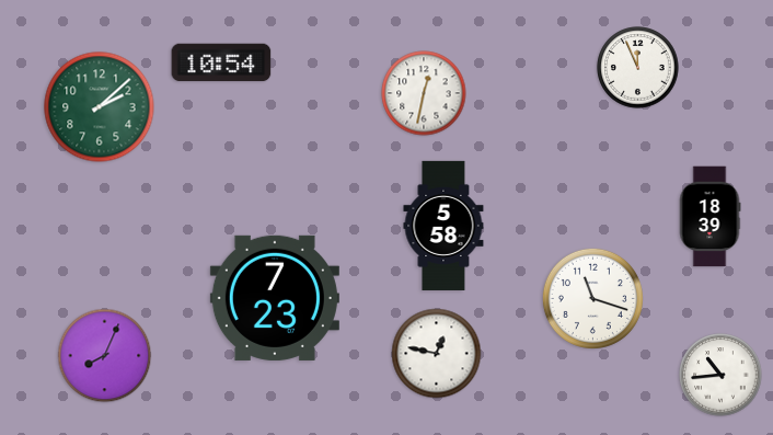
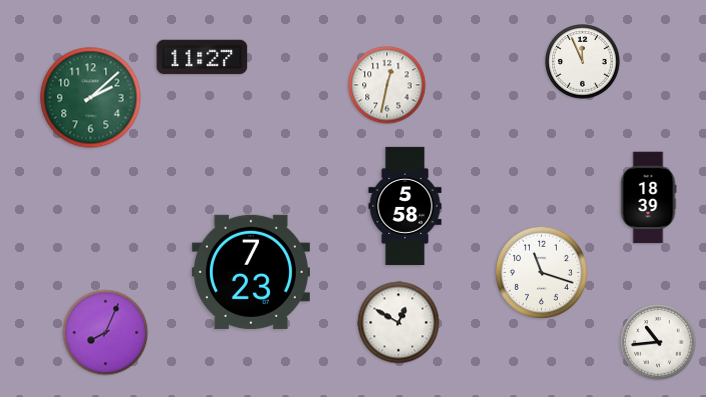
clock at (221, 62): 10:54 -> 11:27
clock at (437, 354): 12:47 -> 12:50
clock at (105, 356) position: (105, 356) -> (106, 333)
